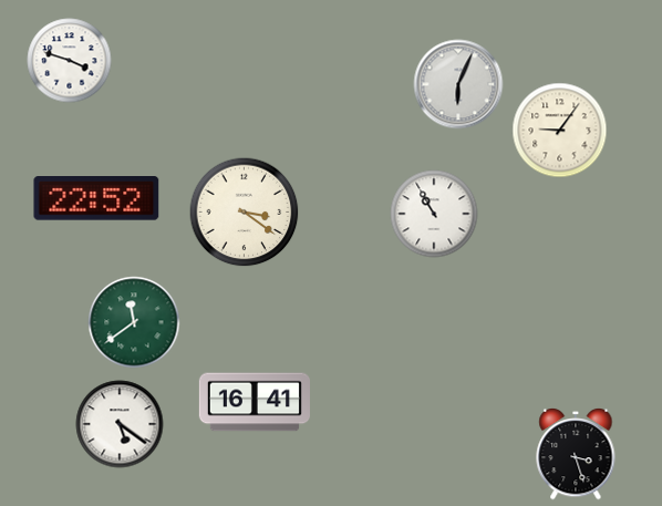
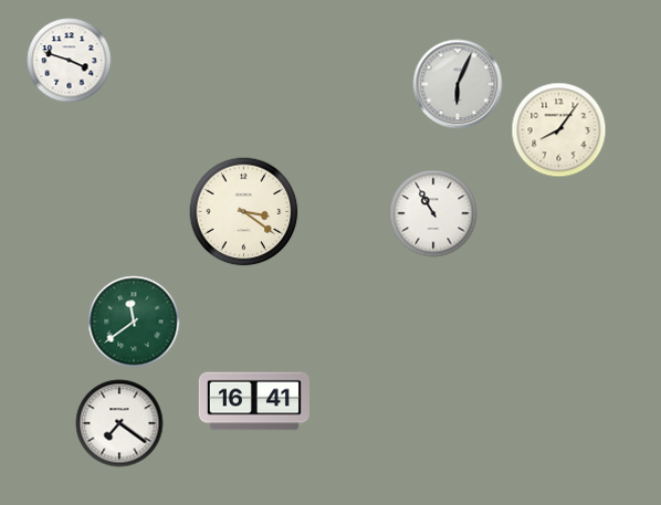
clock at (560, 131): 9:06 -> 8:06
clock at (96, 198): 22:52 -> none
clock at (120, 424): 5:21 -> 7:21
clock at (576, 454): 3:27 -> none
